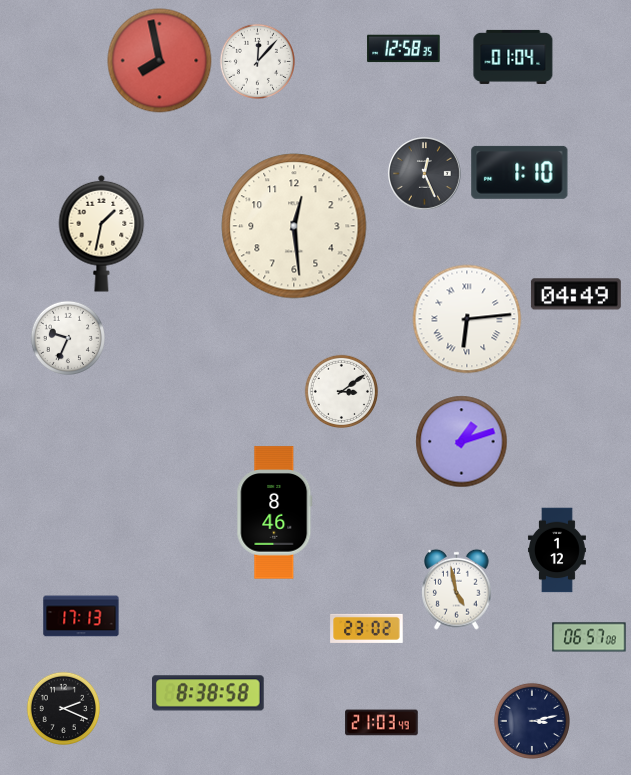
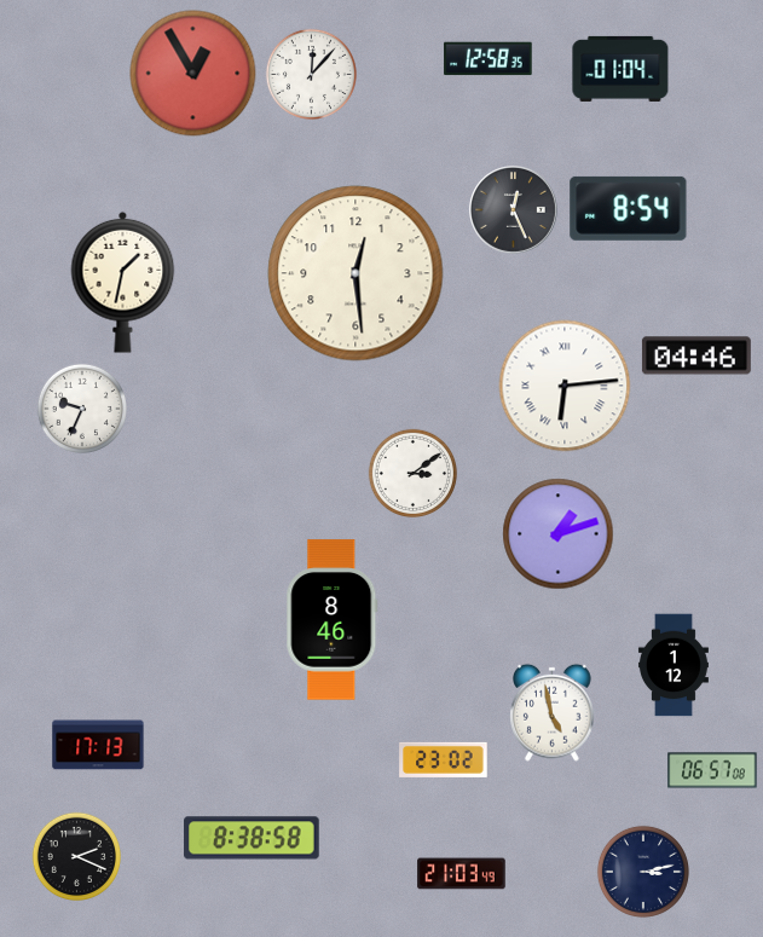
clock at (160, 61): 7:58 -> 12:55
clock at (520, 172): 1:10 -> 8:54
clock at (576, 294): 04:49 -> 04:46
